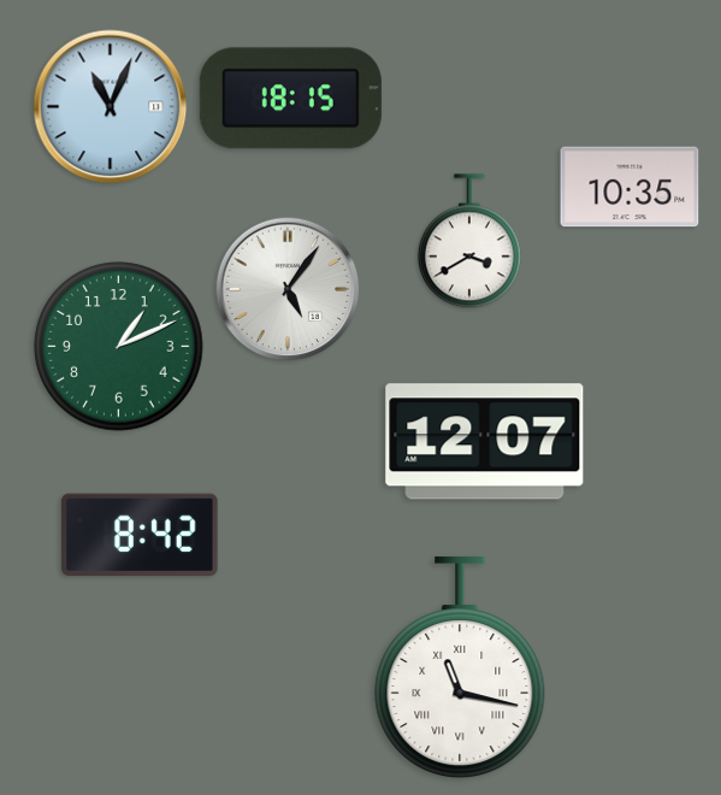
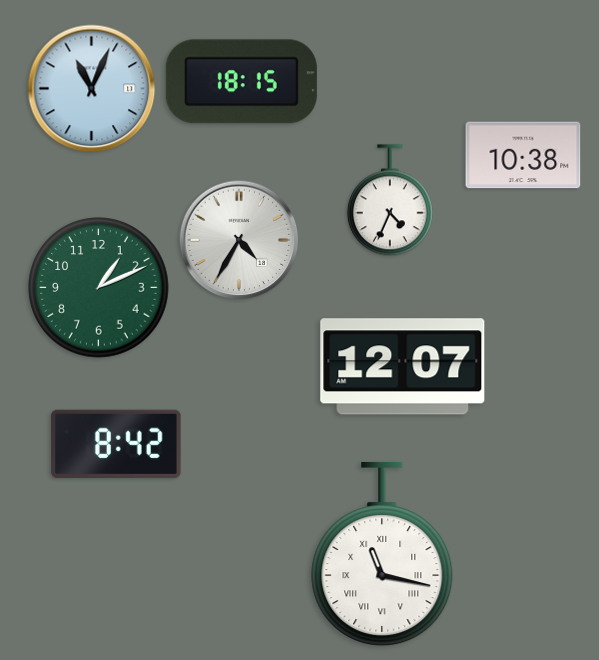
clock at (630, 187): 10:35 -> 10:38
clock at (469, 242): 3:40 -> 4:34
clock at (288, 289): 5:06 -> 4:35
